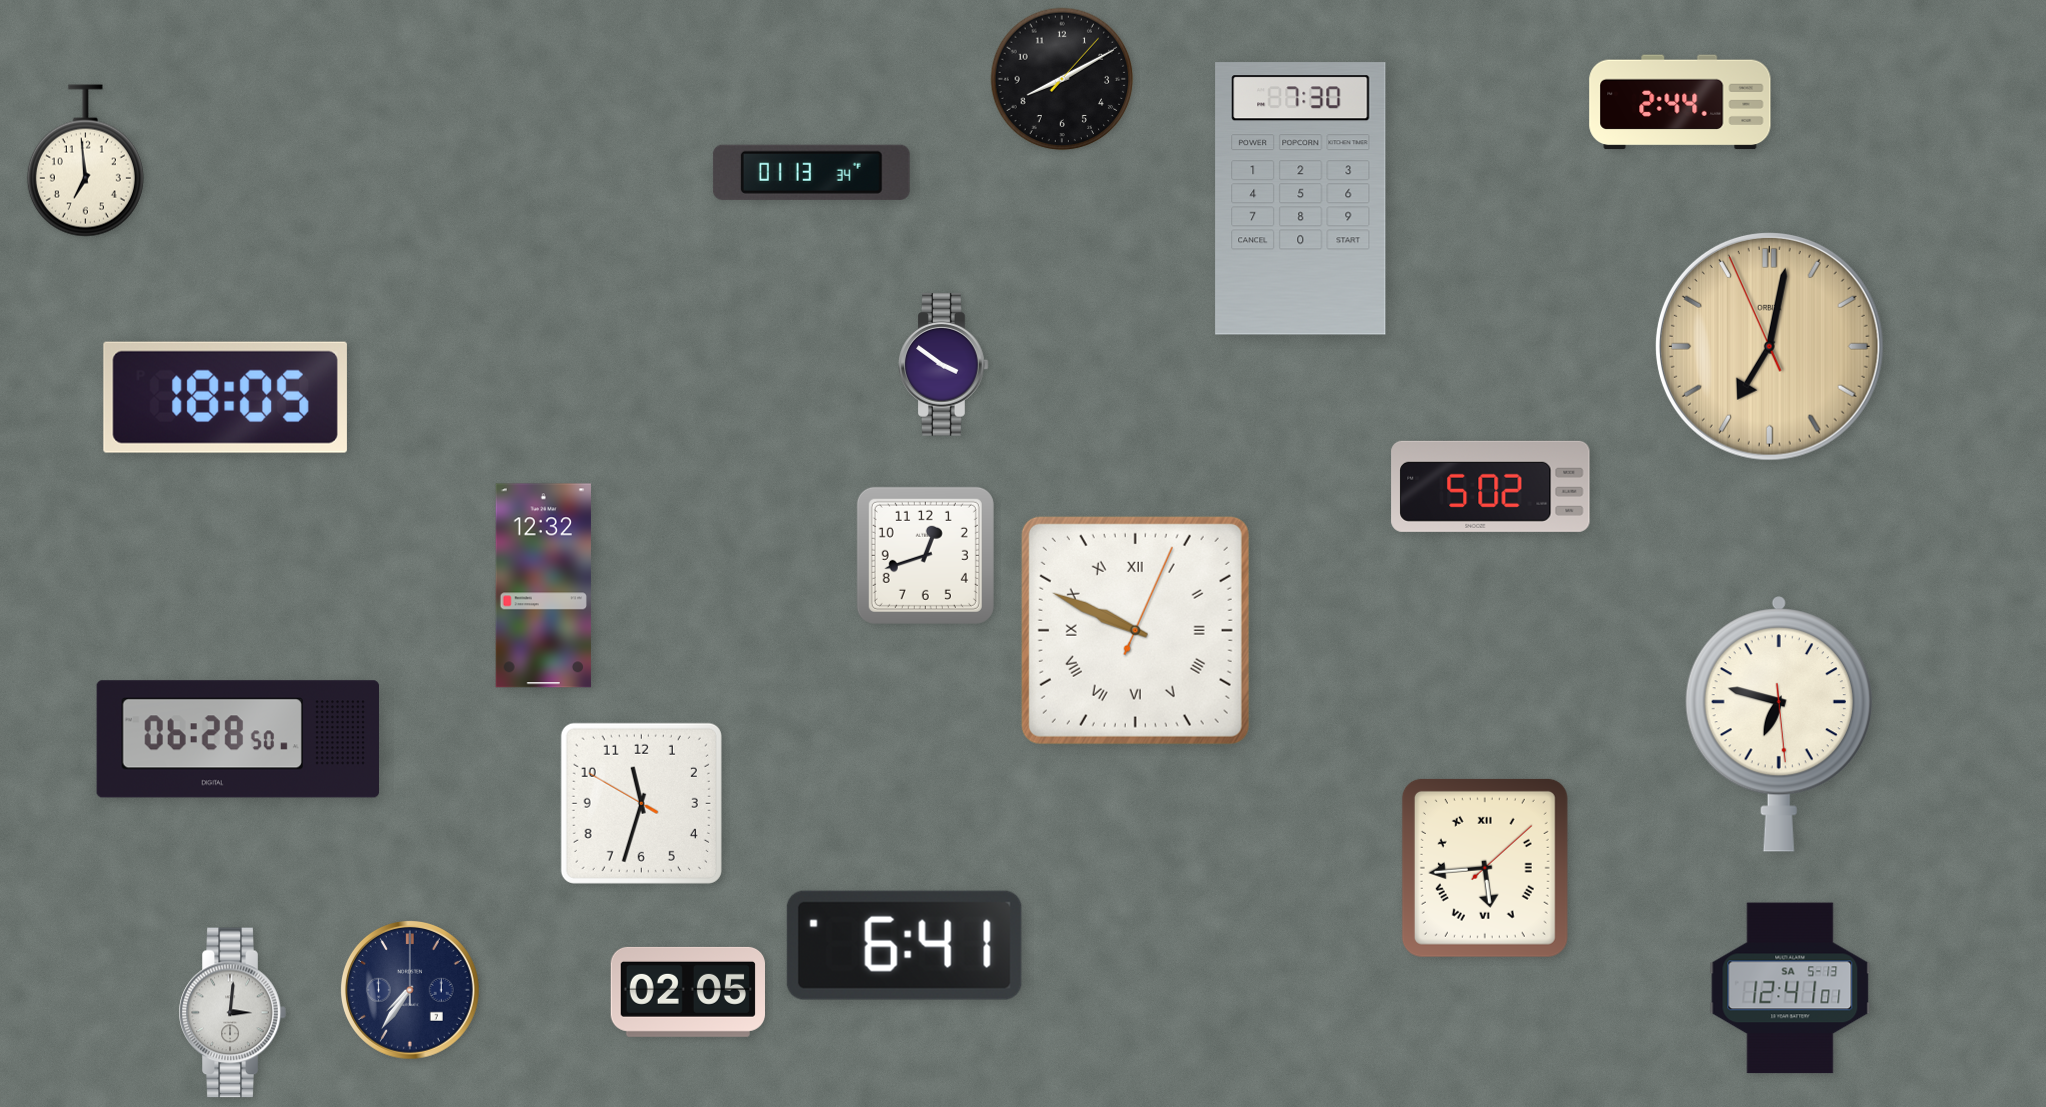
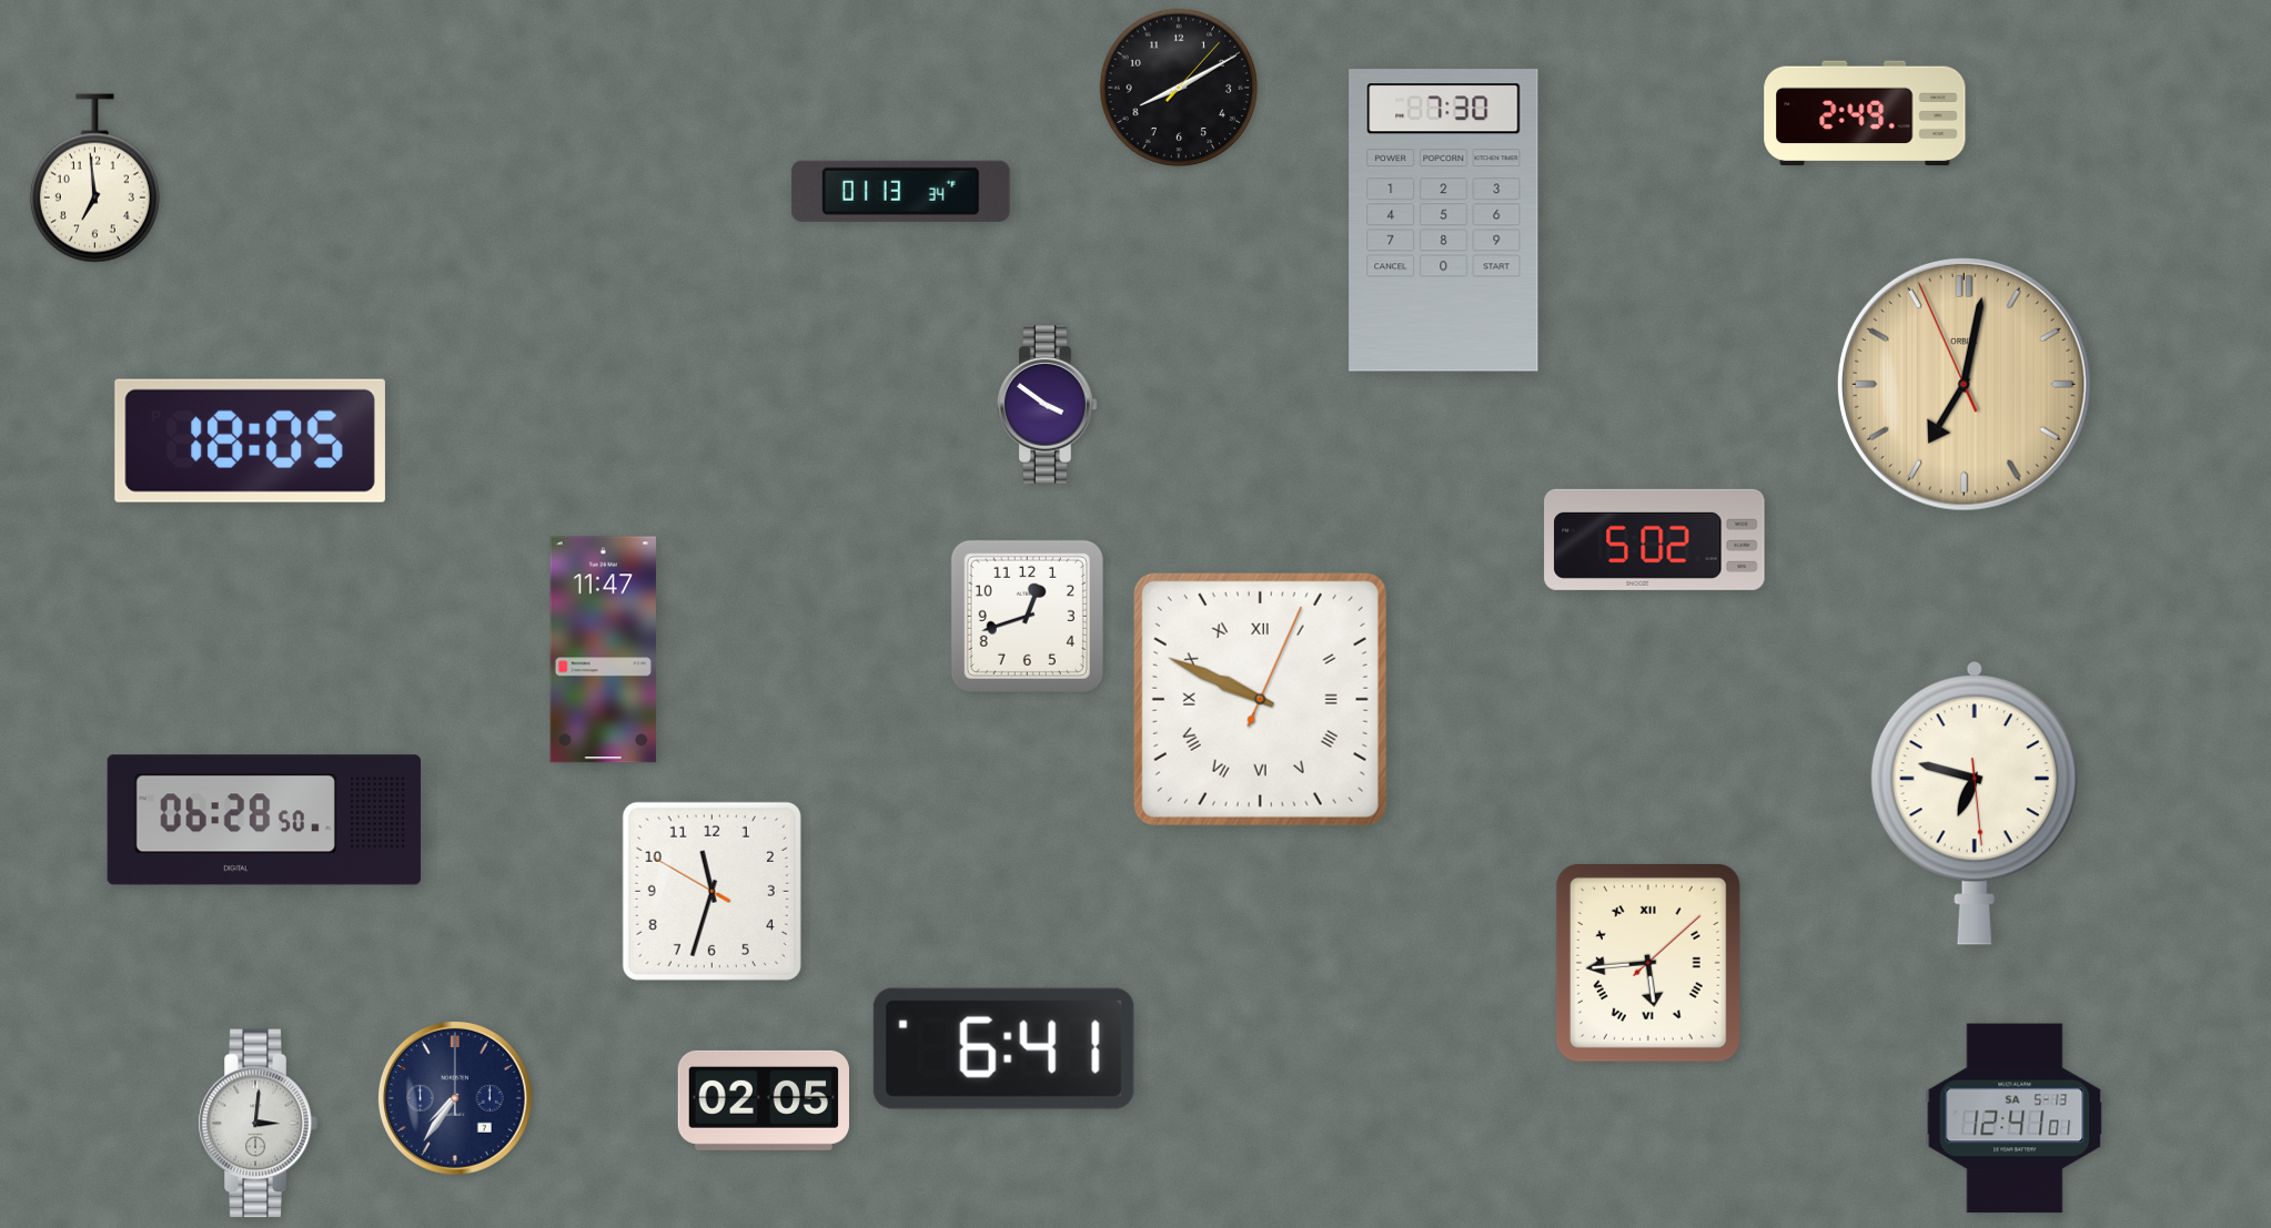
clock at (1680, 102): 2:44 -> 2:49
clock at (543, 586): 12:32 -> 11:47
clock at (1790, 988) position: (1790, 988) -> (2015, 1118)
